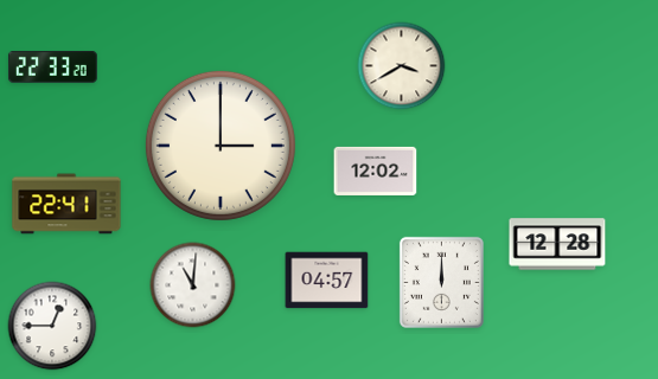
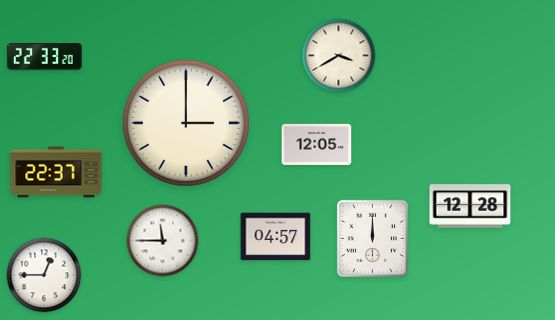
clock at (376, 171): 12:02 -> 12:05
clock at (66, 204): 22:41 -> 22:37
clock at (193, 285): 11:01 -> 11:45
